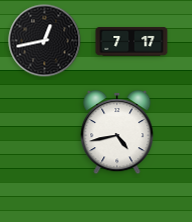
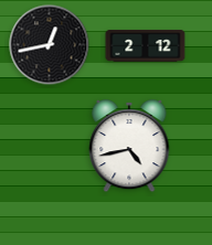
clock at (132, 42): 7:17 -> 2:12
